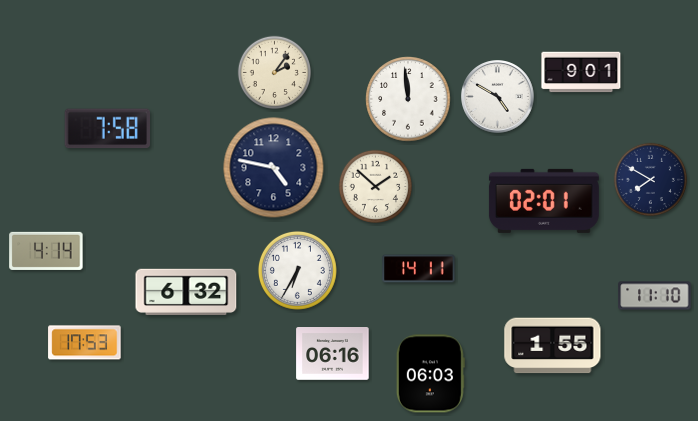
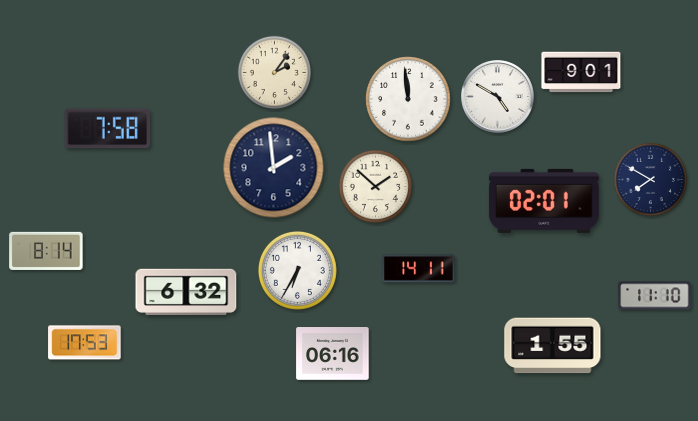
clock at (274, 168): 4:47 -> 1:59
clock at (46, 251): 4:14 -> 8:14
clock at (430, 374): 06:03 -> none
